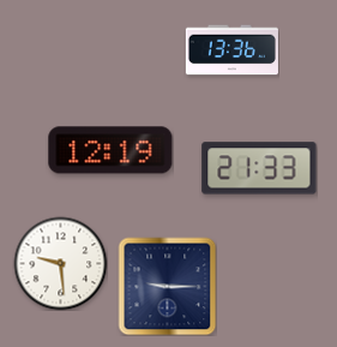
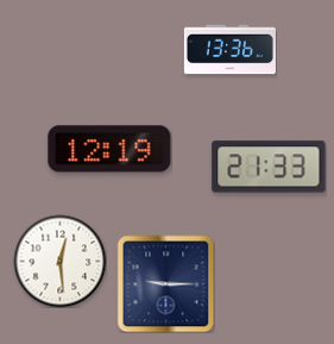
clock at (259, 168) position: (259, 168) -> (269, 167)
clock at (60, 263): 9:29 -> 12:29
